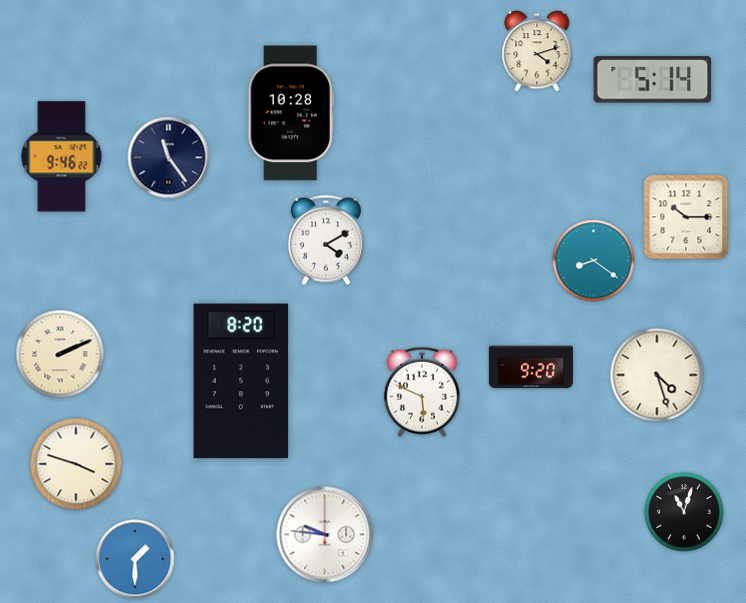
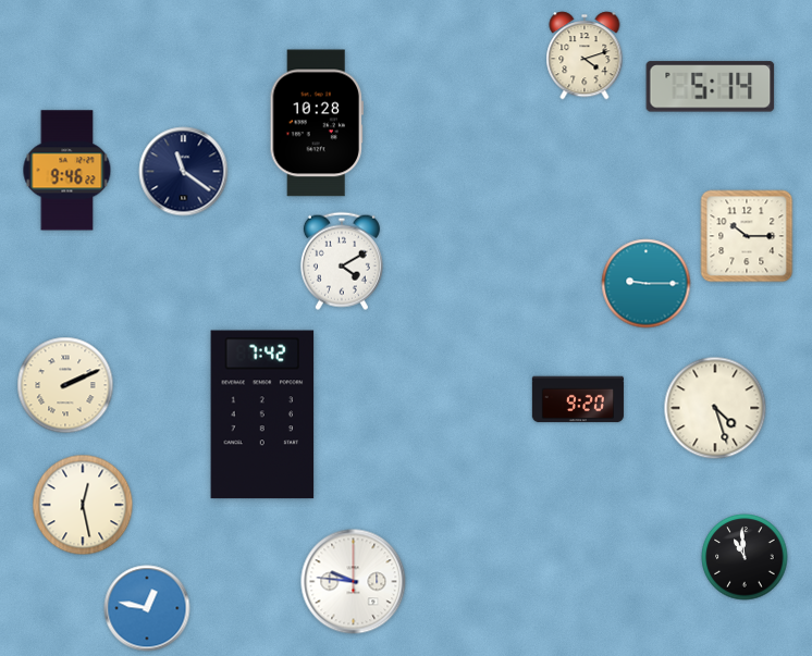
clock at (169, 158): 11:24 -> 11:21
clock at (326, 240) position: (326, 240) -> (342, 261)
clock at (594, 261): 8:21 -> 9:15
clock at (241, 381): 8:20 -> 7:42
clock at (422, 392): 5:49 -> none
clock at (76, 464): 3:48 -> 12:28
clock at (684, 512): 11:03 -> 10:59
clock at (135, 559): 1:30 -> 12:47
